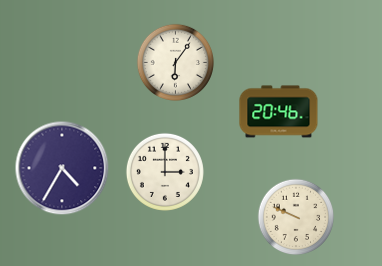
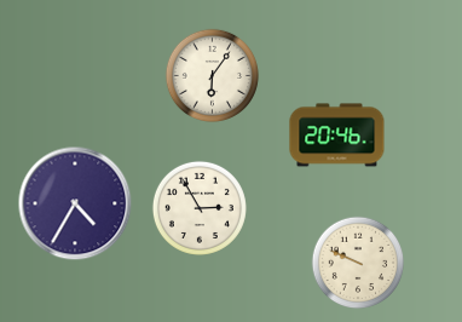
clock at (165, 172): 3:00 -> 2:55
